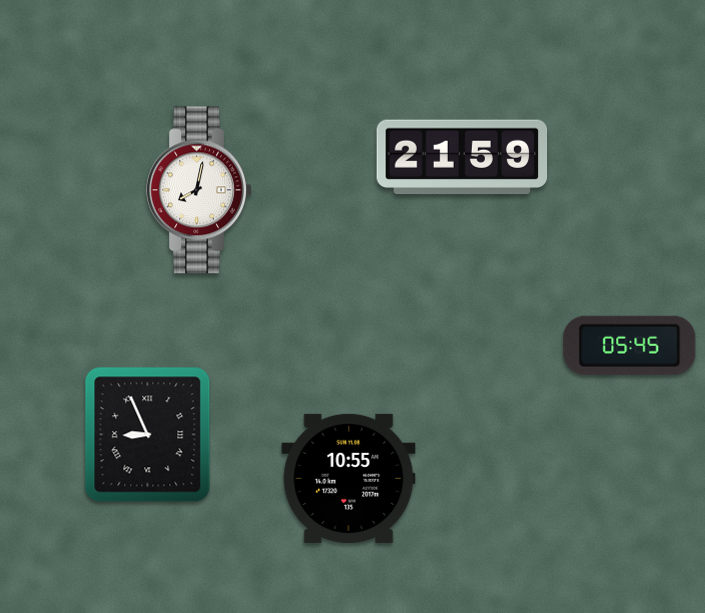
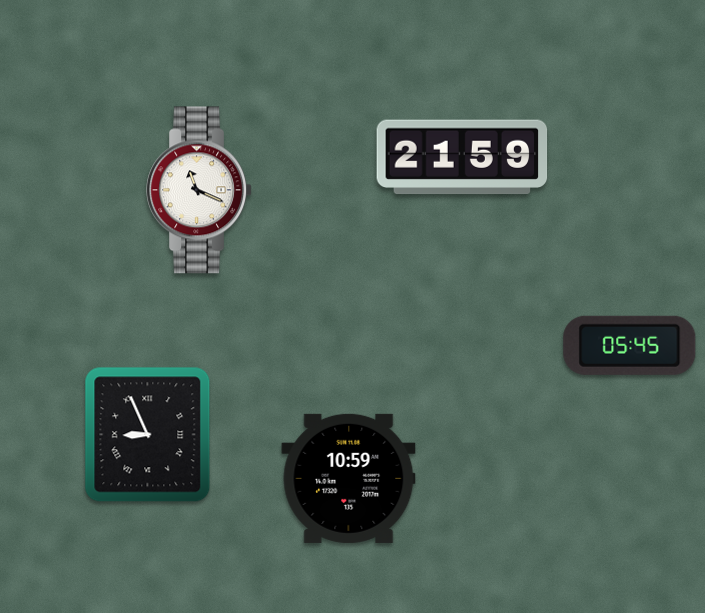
clock at (199, 190): 8:02 -> 11:19
clock at (349, 478): 10:55 -> 10:59
